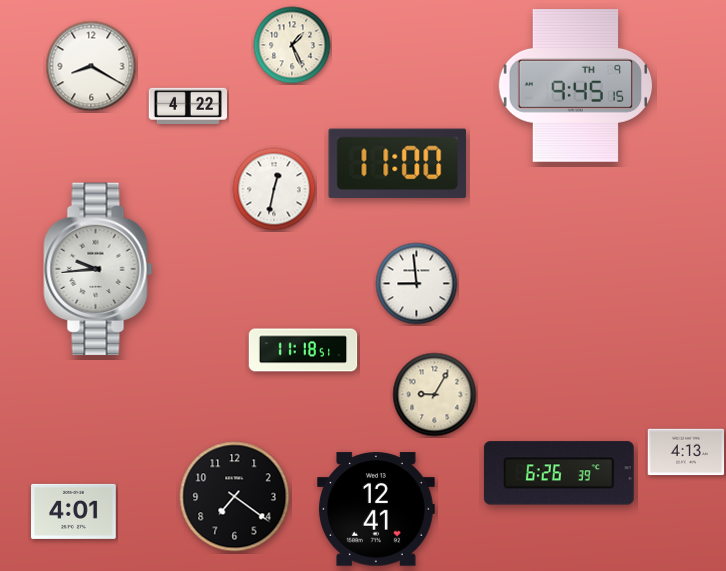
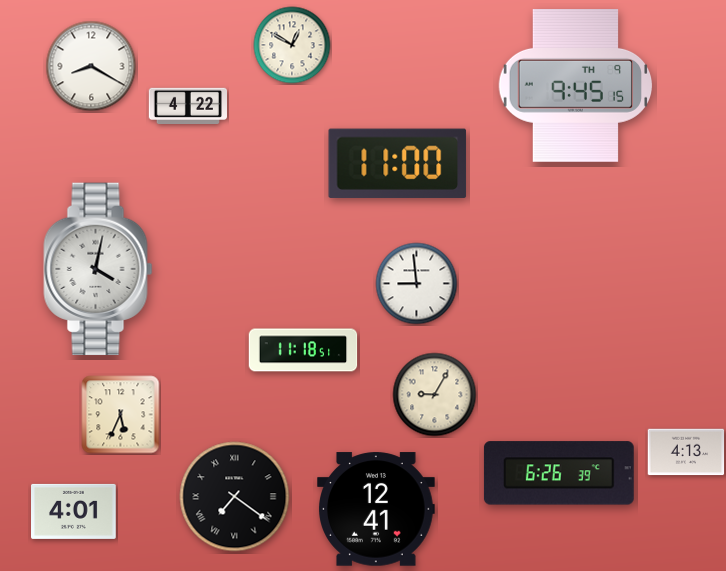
clock at (292, 45): 1:26 -> 12:50
clock at (274, 189): 12:32 -> none
clock at (98, 269): 9:44 -> 4:02
clock at (121, 415): none -> 5:34
clock at (235, 497) numerals: Arabic -> Roman
